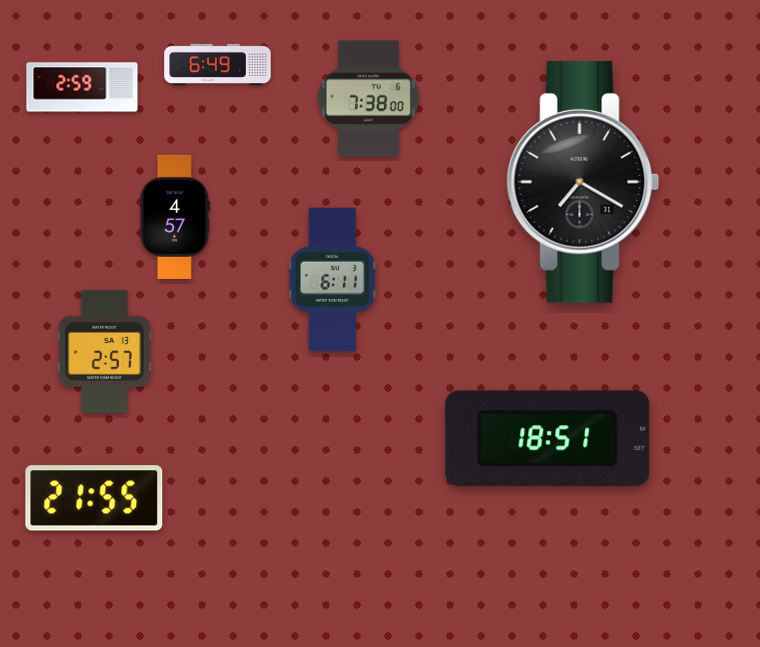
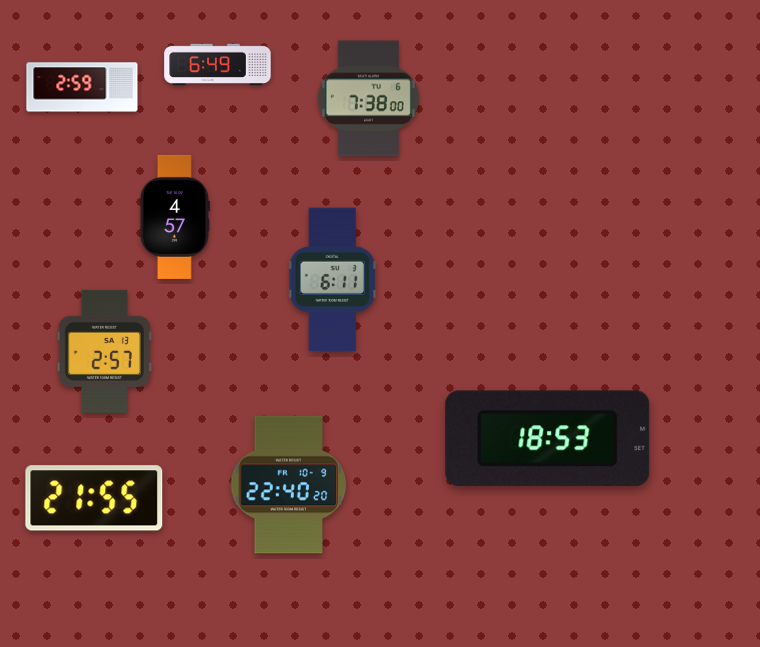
clock at (583, 182): 7:20 -> none
clock at (548, 439): 18:51 -> 18:53
clock at (289, 485): none -> 22:40
